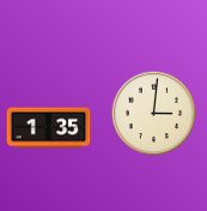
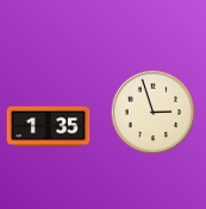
clock at (154, 114): 3:01 -> 2:57
